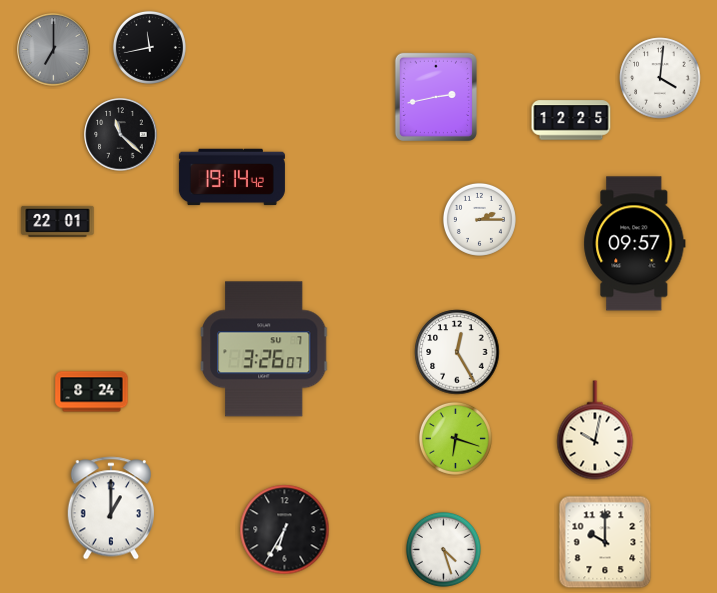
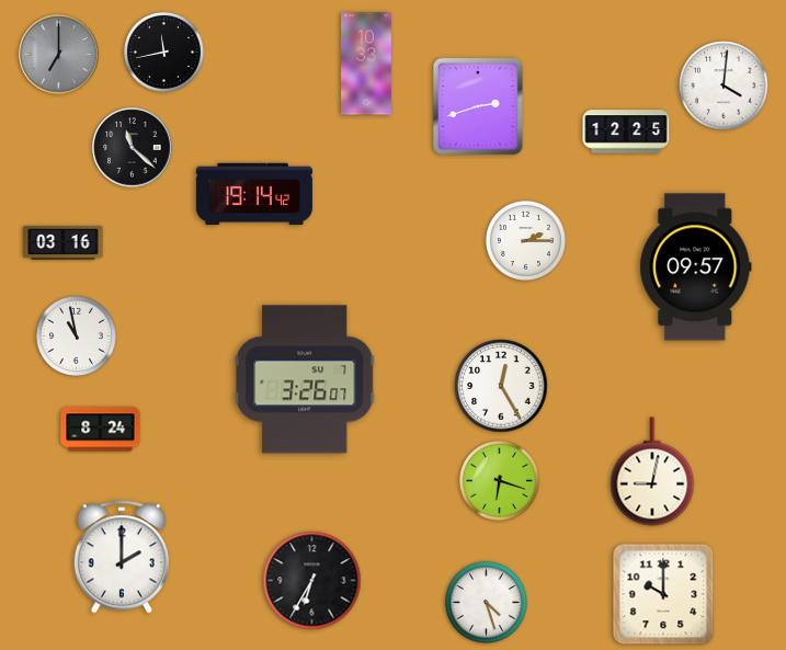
clock at (366, 64): none -> 10:33
clock at (436, 97): 2:43 -> 2:42
clock at (58, 221): 22:01 -> 03:16
clock at (76, 335): none -> 10:58
clock at (264, 349) position: (264, 349) -> (305, 379)
clock at (595, 430): 10:02 -> 9:02
clock at (110, 508): 1:00 -> 2:00
